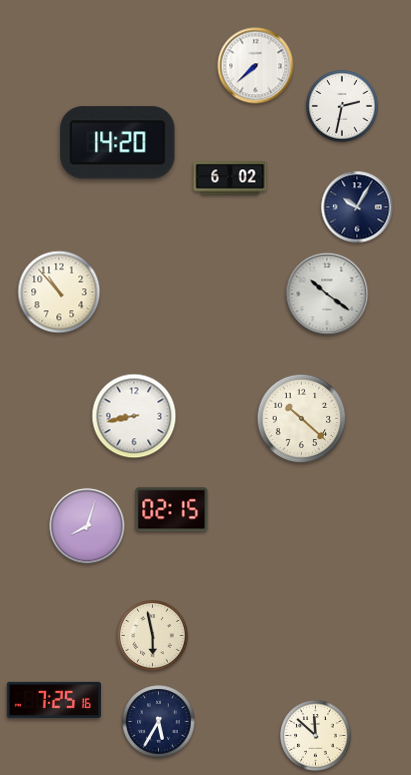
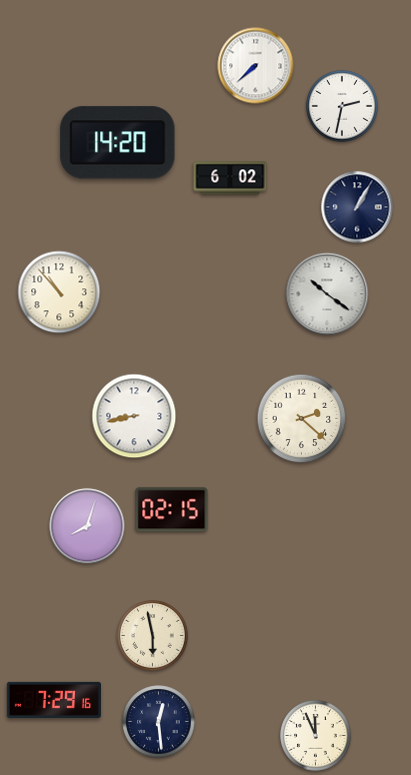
clock at (357, 207): 10:05 -> 1:05
clock at (302, 419): 10:22 -> 2:22
clock at (54, 699): 7:25 -> 7:29
clock at (159, 722): 5:35 -> 12:29
clock at (316, 736): 11:52 -> 11:56
